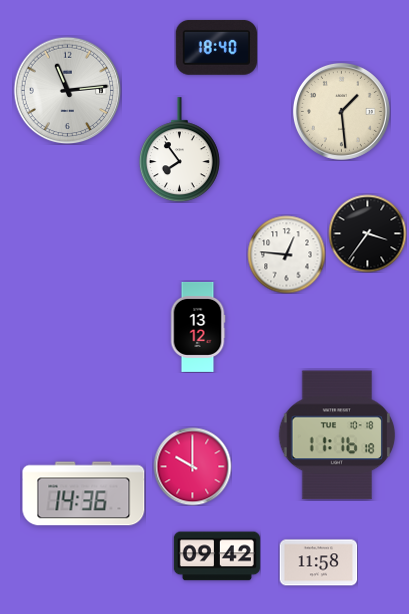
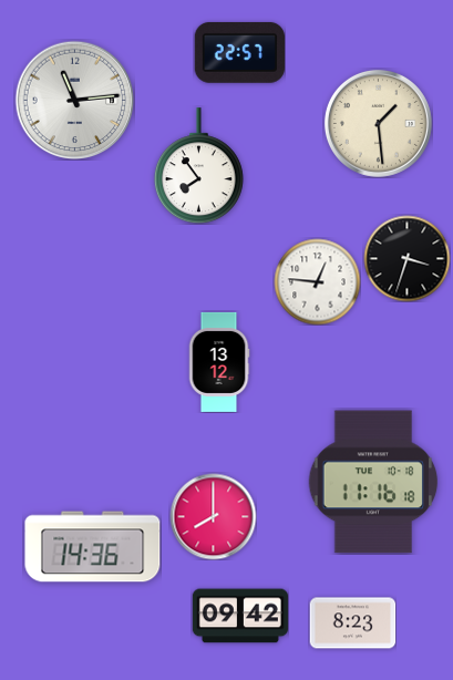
clock at (216, 47): 18:40 -> 22:57
clock at (367, 233): 3:36 -> 3:33
clock at (192, 466): 10:00 -> 8:00
clock at (318, 563): 11:58 -> 8:23
